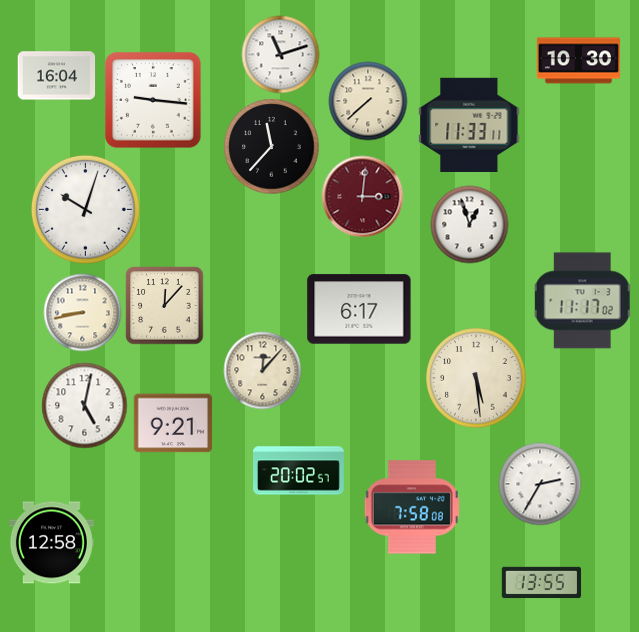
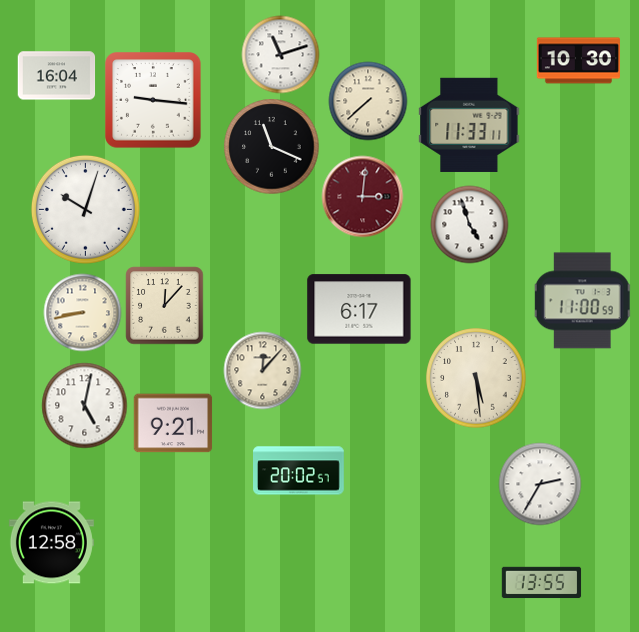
clock at (271, 146): 11:37 -> 11:19
clock at (469, 224): 12:57 -> 4:57
clock at (582, 301): 11:17 -> 11:00
clock at (412, 507): 7:58 -> none
